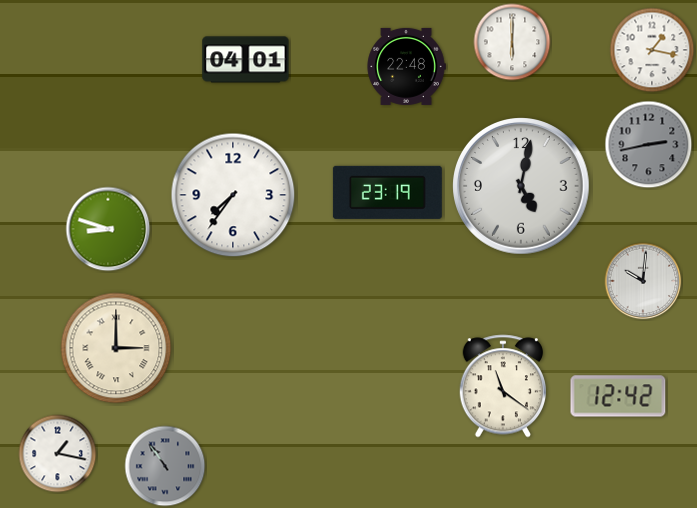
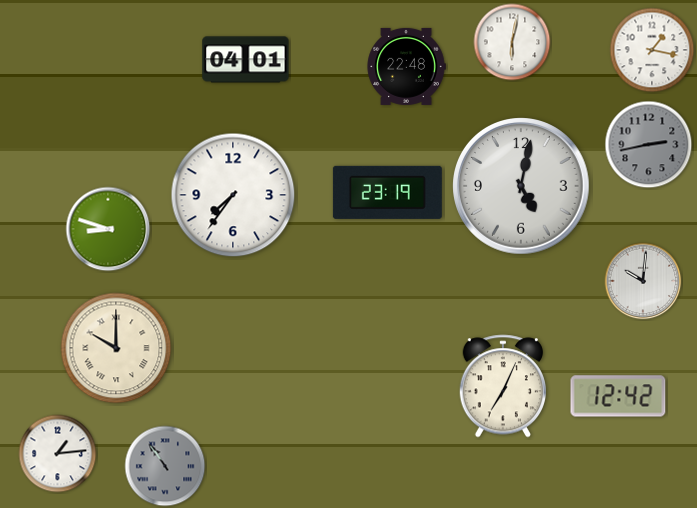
clock at (512, 42): 6:00 -> 6:02
clock at (116, 348): 3:00 -> 10:00
clock at (502, 386): 11:21 -> 7:04
clock at (58, 454): 1:17 -> 1:14
